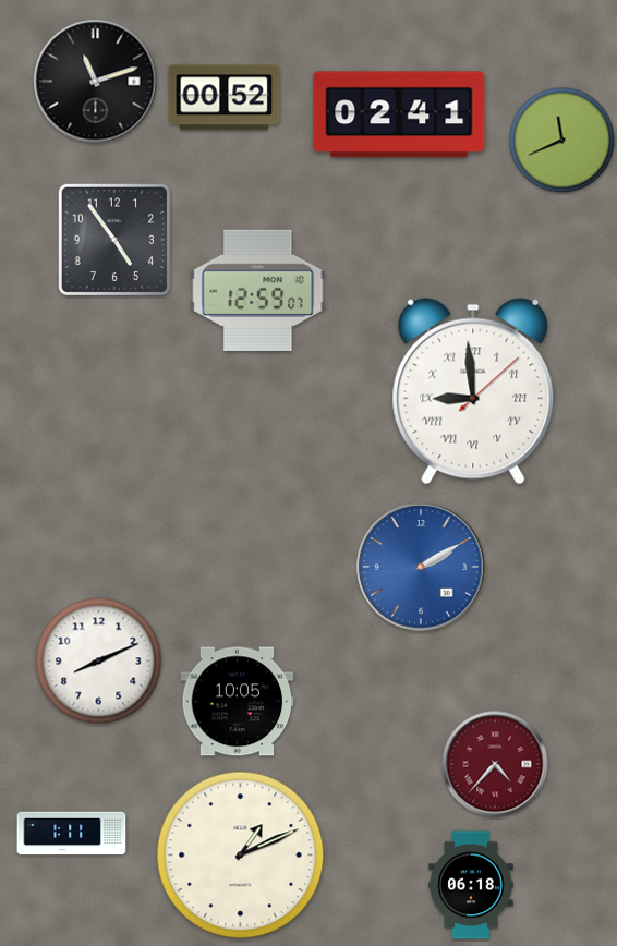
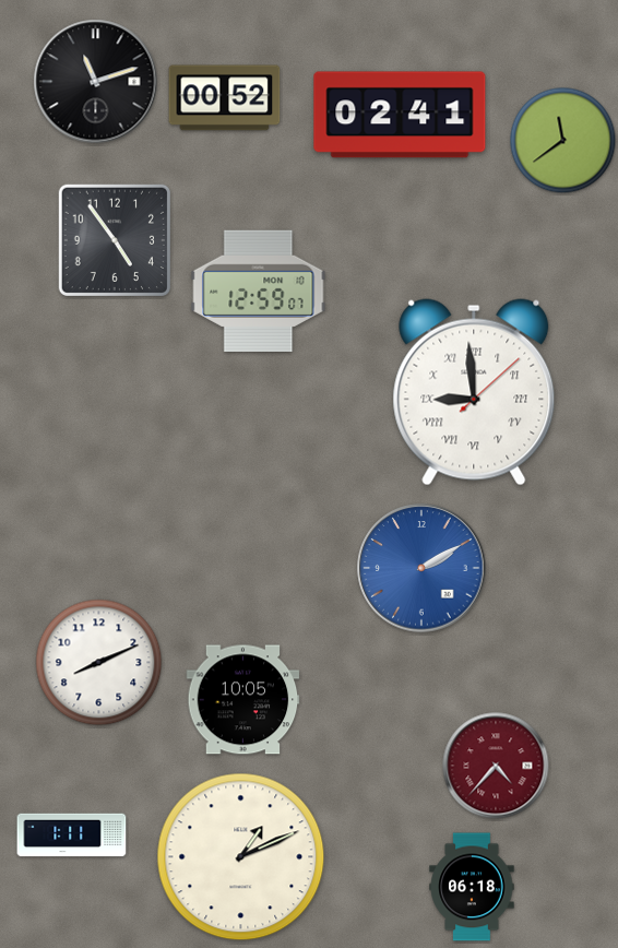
clock at (562, 141): 11:41 -> 11:39
clock at (238, 702) position: (238, 702) -> (243, 700)
